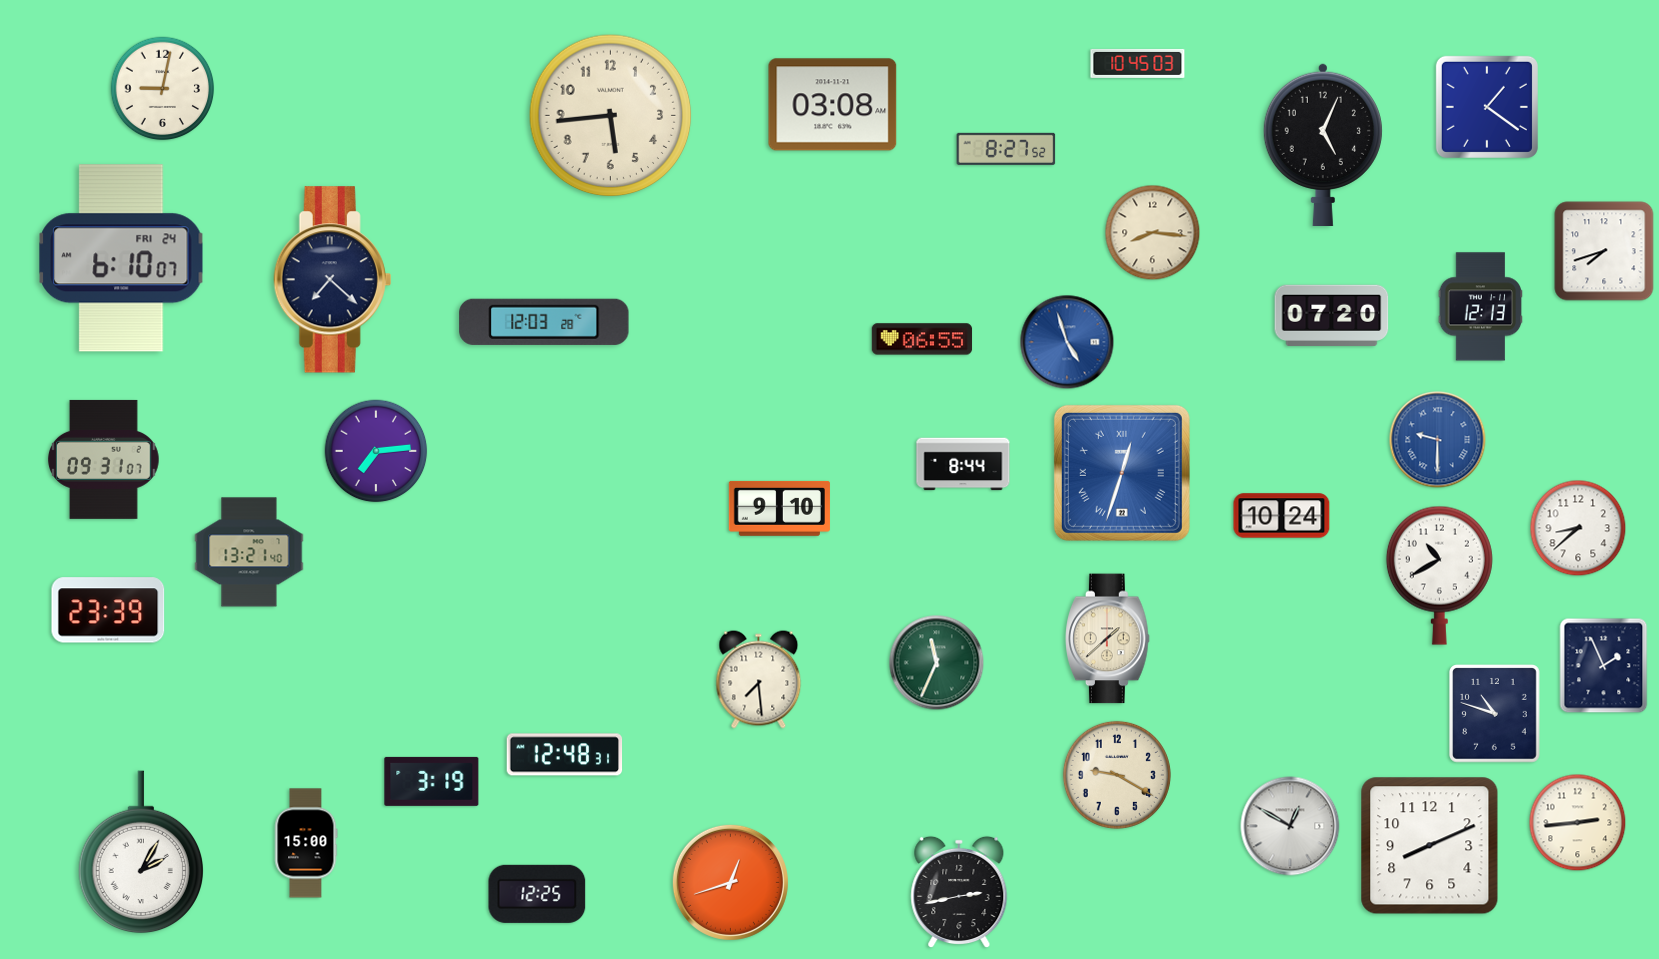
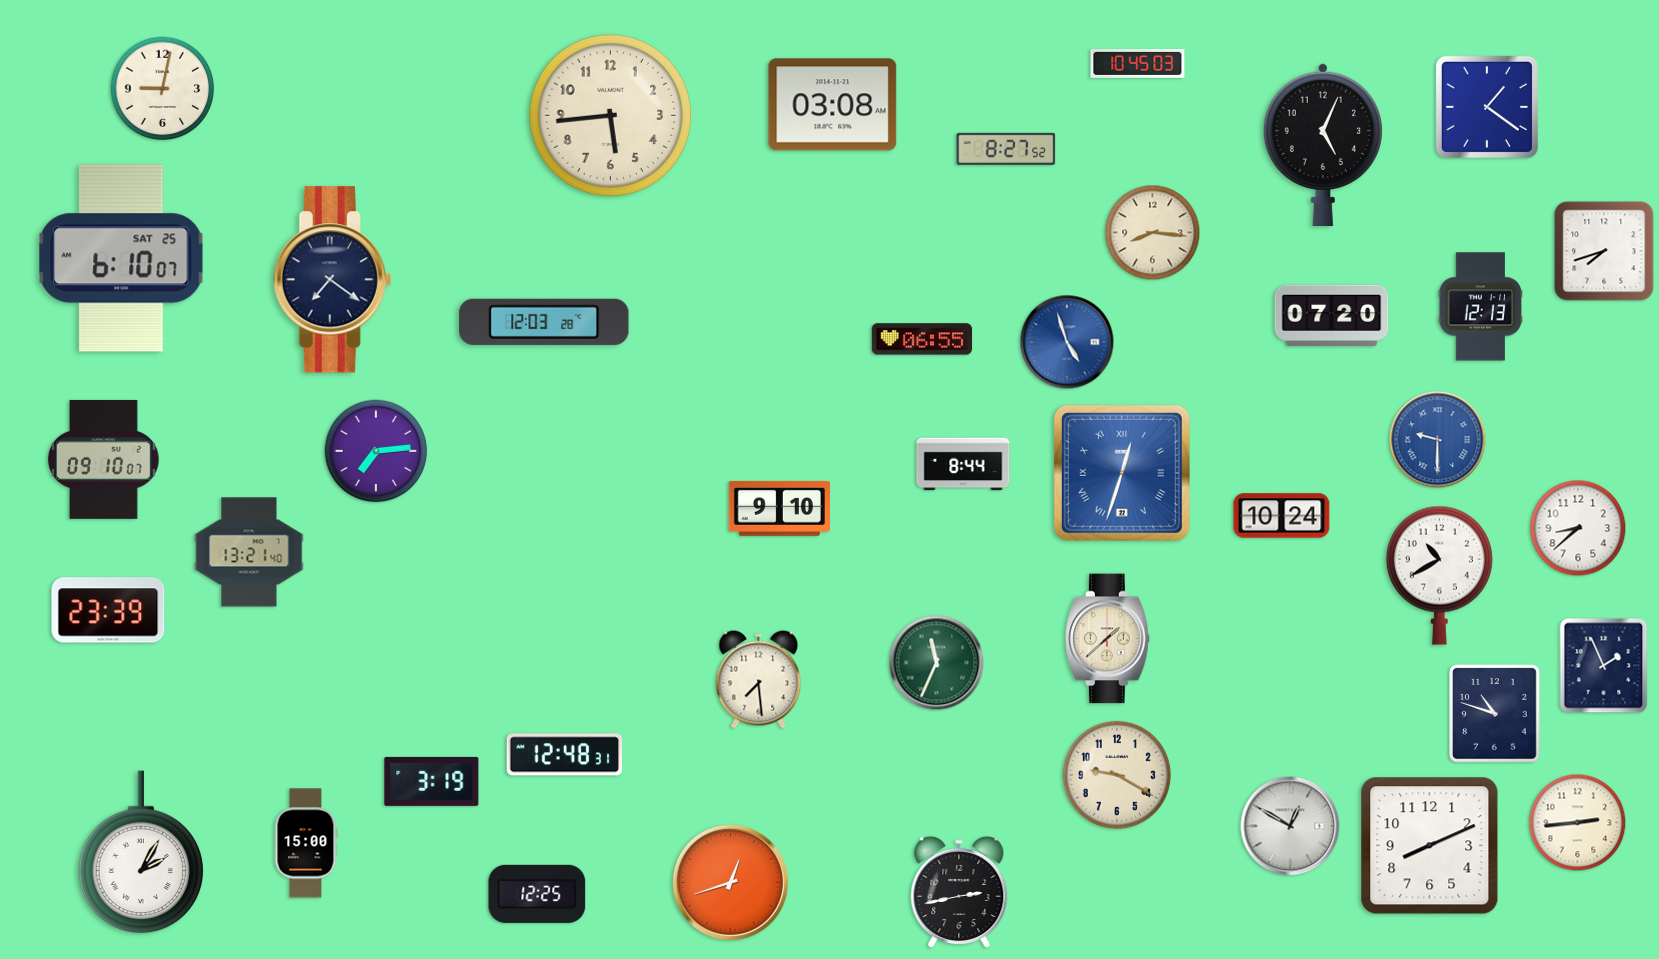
clock at (121, 258) date: FRI 24 -> SAT 25
clock at (333, 280): 7:22 -> 7:21
clock at (103, 459): 09:31 -> 09:10
